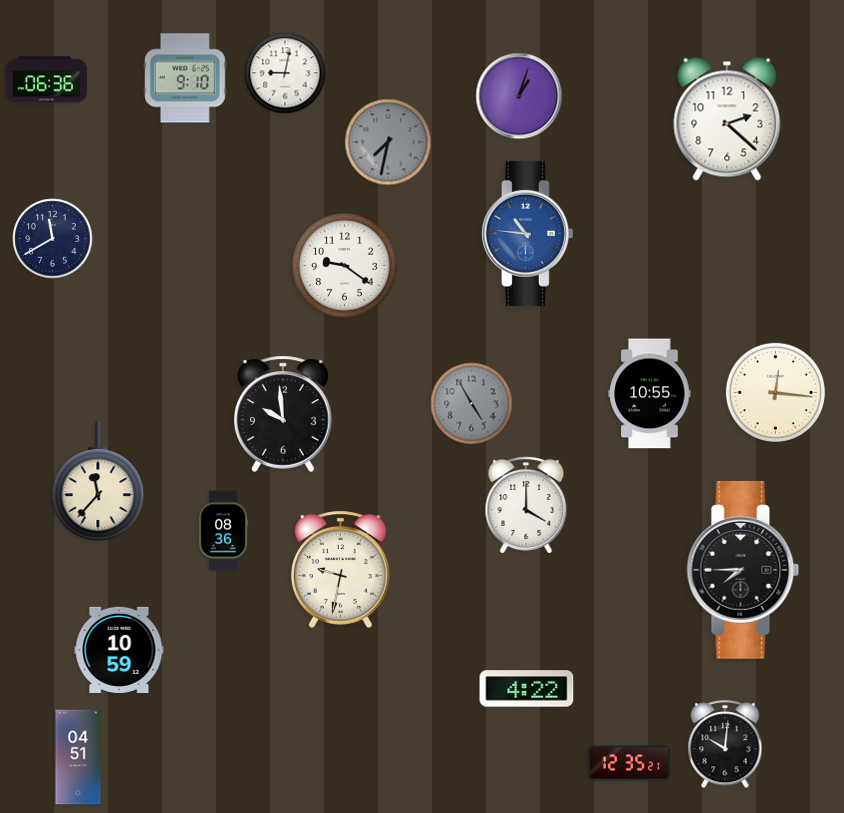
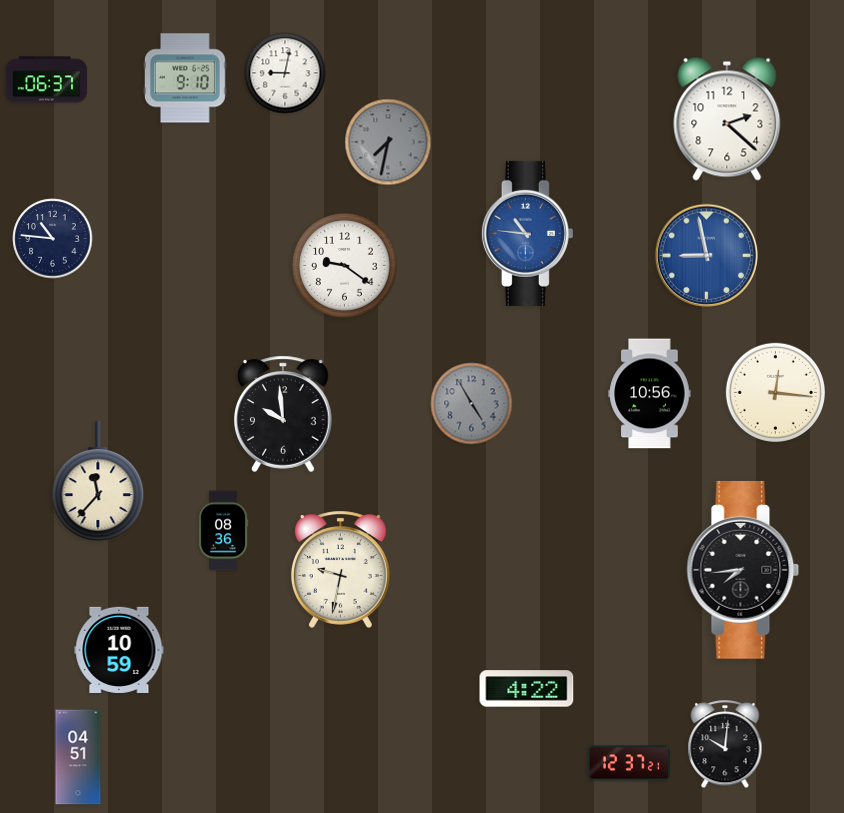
clock at (47, 80): 06:36 -> 06:37
clock at (519, 96): 1:03 -> none
clock at (53, 239): 11:40 -> 10:46
clock at (706, 255): none -> 8:58
clock at (650, 394): 10:55 -> 10:56
clock at (526, 505): 4:00 -> none
clock at (743, 570): 7:45 -> 7:44
clock at (629, 763): 12:35 -> 12:37
